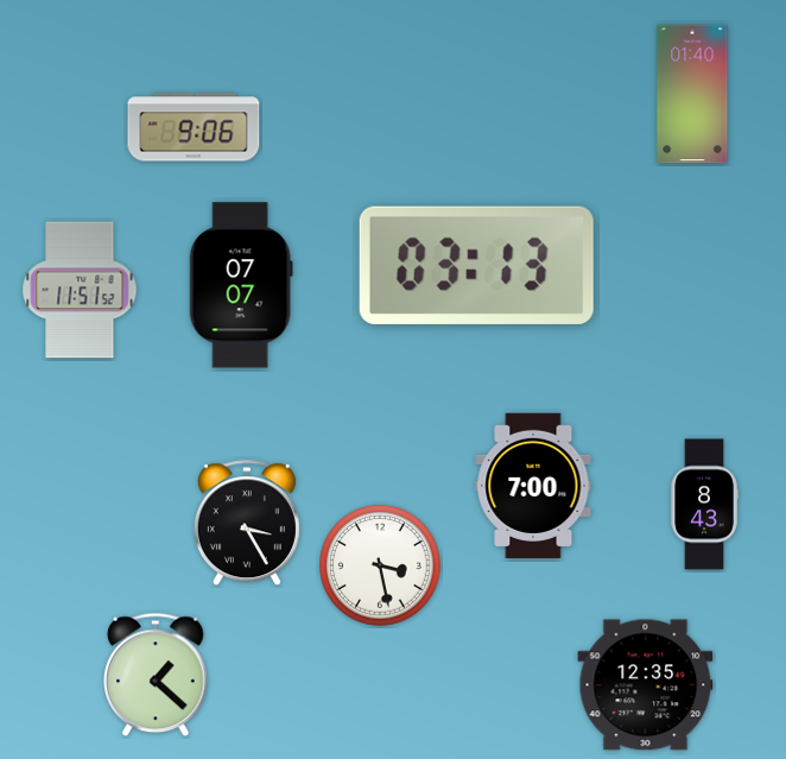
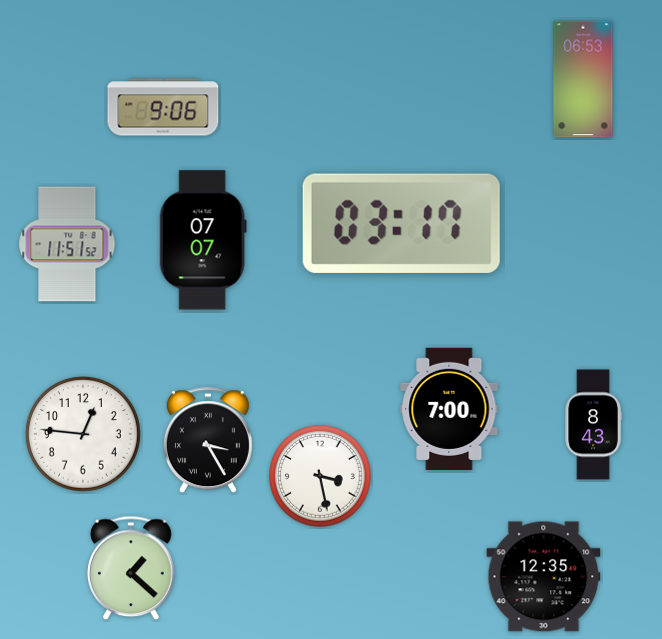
clock at (692, 94): 01:40 -> 06:53
clock at (476, 265): 03:13 -> 03:17
clock at (84, 435): none -> 12:46
